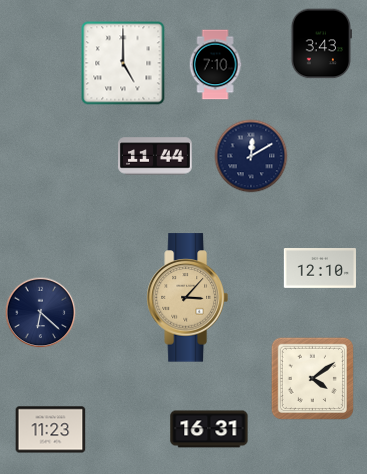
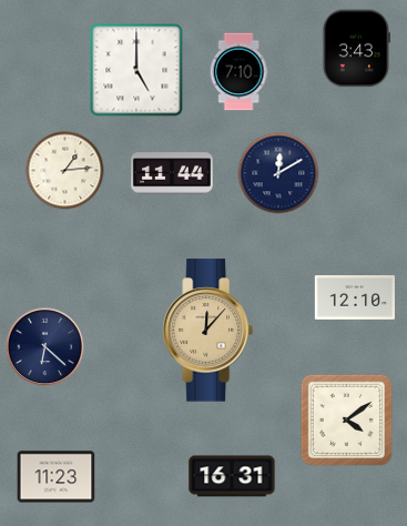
clock at (65, 171): none -> 1:14
clock at (187, 298): 3:07 -> 12:07
